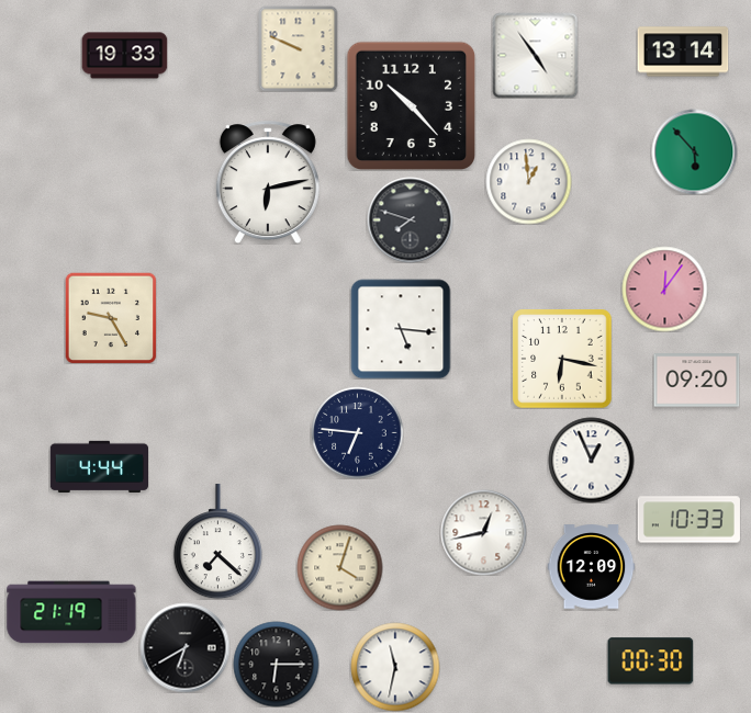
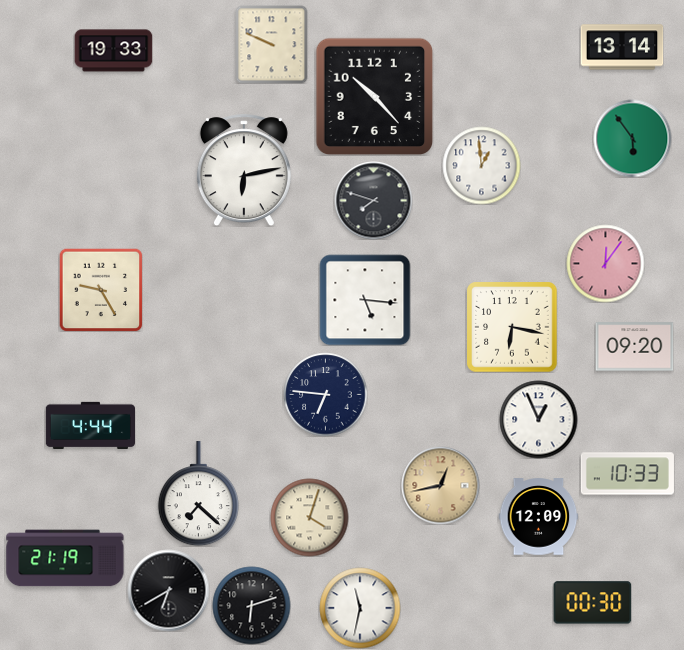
clock at (535, 55): 4:54 -> none
clock at (694, 151): 5:53 -> 5:54
clock at (268, 182) position: (268, 182) -> (244, 170)
clock at (483, 532) dial: white -> champagne
clock at (276, 664): 6:15 -> 6:12
